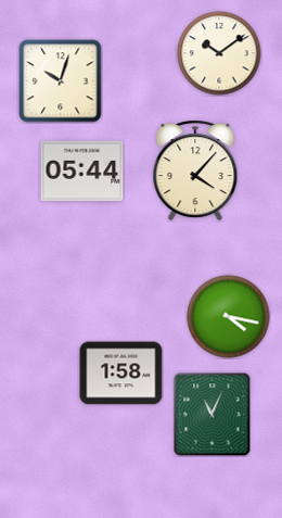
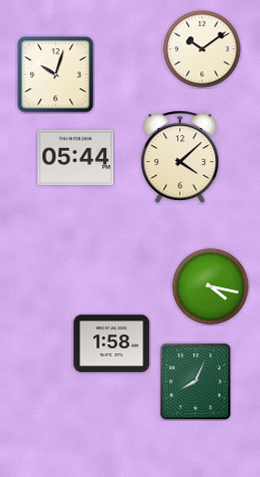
clock at (195, 170): 4:07 -> 4:08
clock at (229, 317) position: (229, 317) -> (211, 287)
clock at (213, 415): 11:04 -> 8:04
